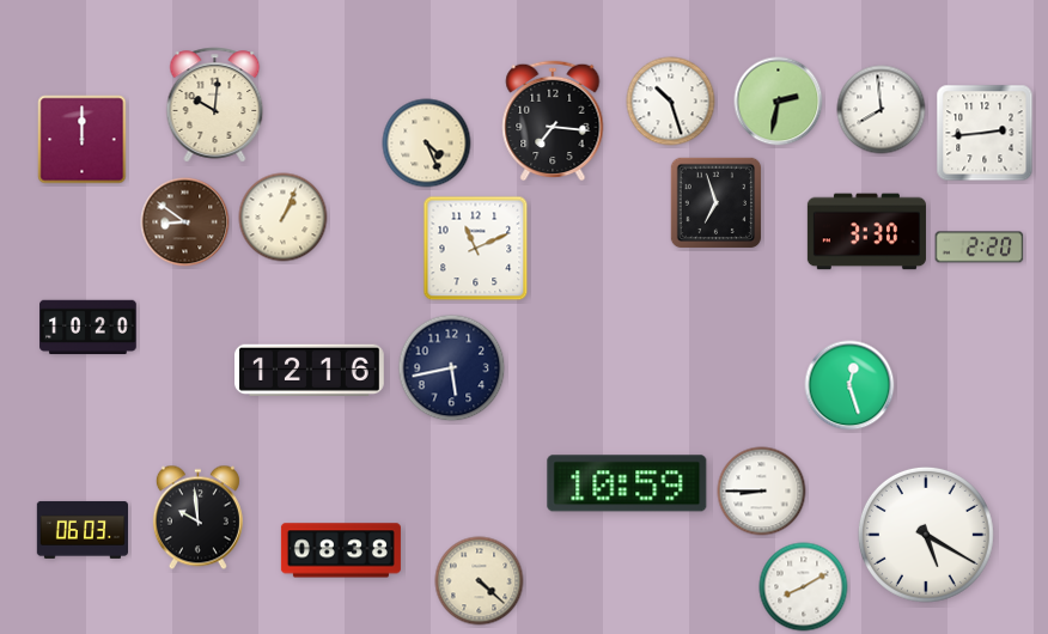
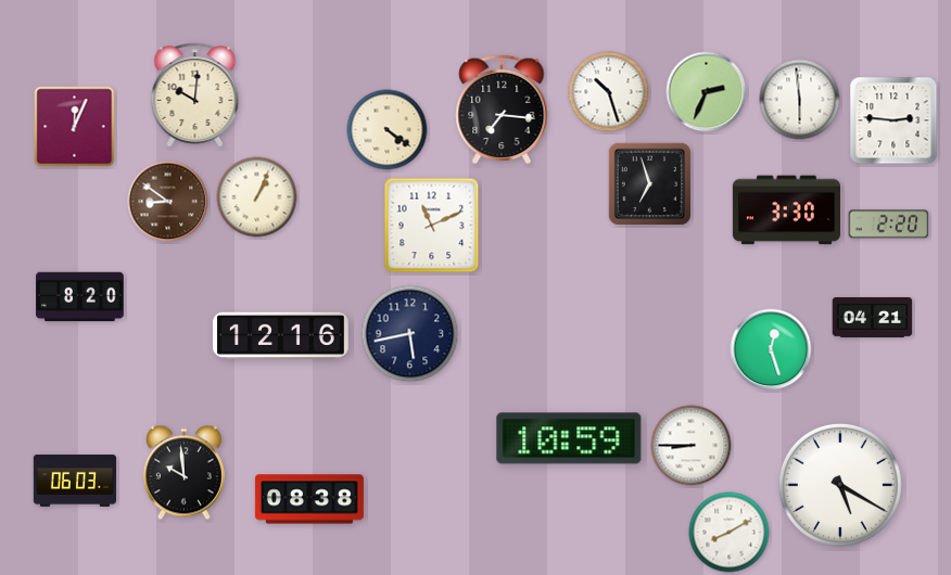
clock at (779, 102): 2:32 -> 2:34
clock at (882, 110): 7:59 -> 5:59
clock at (985, 133): 2:44 -> 2:46
clock at (83, 140): 12:00 -> 12:04
clock at (427, 144): 4:26 -> 4:21
clock at (89, 328): 10:20 -> 8:20
clock at (873, 317): none -> 04:21
clock at (197, 518) position: (197, 518) -> (183, 473)
clock at (480, 581): 4:22 -> none
